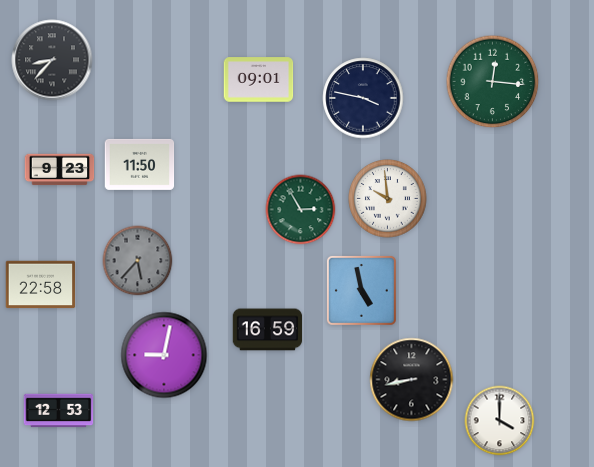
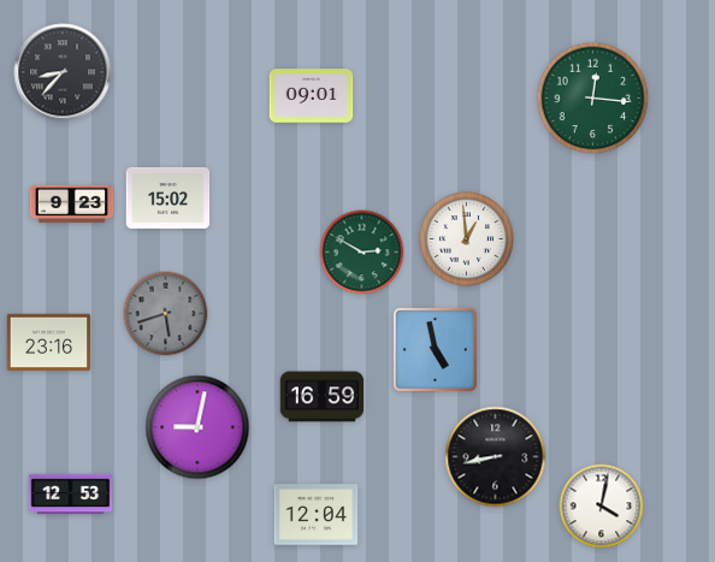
clock at (363, 98): 3:47 -> none
clock at (140, 164): 11:50 -> 15:02
clock at (388, 199): 9:59 -> 12:59
clock at (301, 210): 2:55 -> 2:50
clock at (138, 261): 5:37 -> 5:42
clock at (41, 285): 22:58 -> 23:16
clock at (500, 421): 4:00 -> 4:02
clock at (317, 515): none -> 12:04
